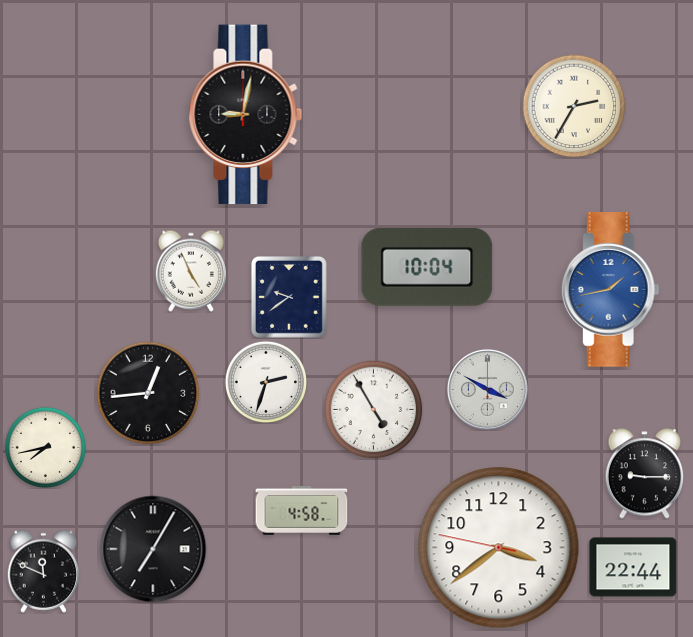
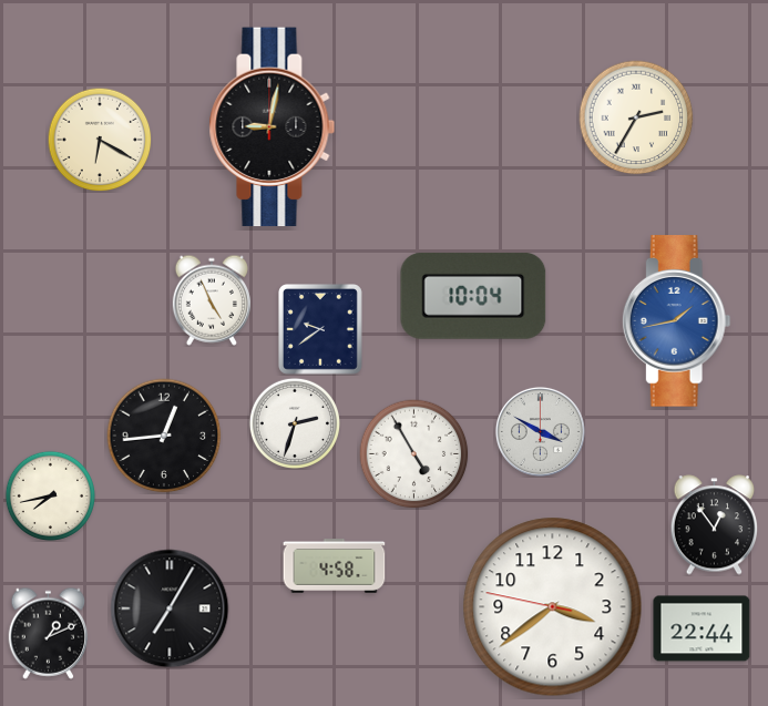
clock at (100, 140): none -> 6:20
clock at (645, 474): 9:15 -> 12:54
clock at (44, 571): 11:49 -> 1:11
